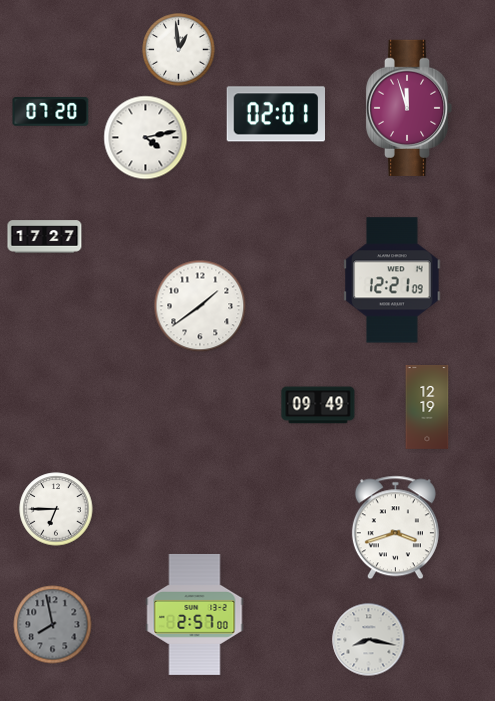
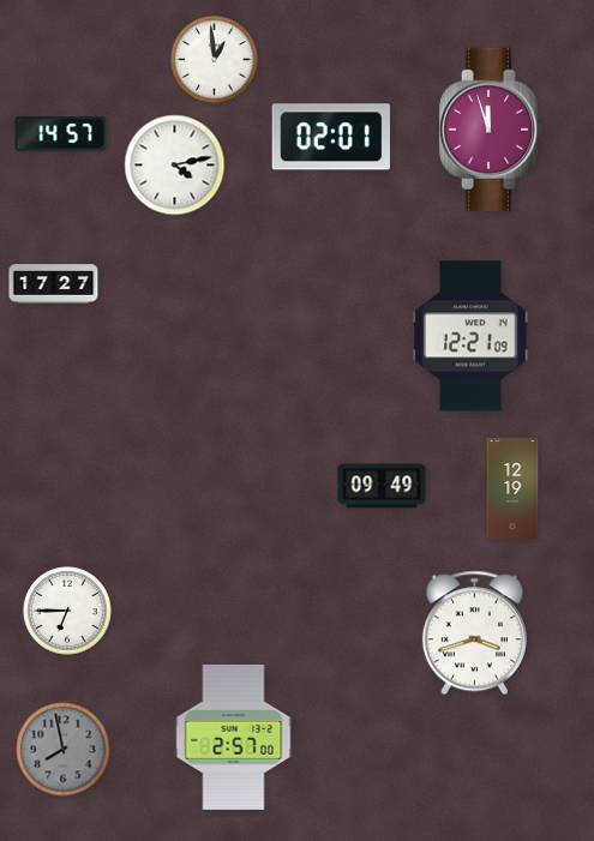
clock at (51, 112): 07:20 -> 14:57
clock at (200, 306): 1:39 -> none
clock at (369, 640): 8:17 -> none
